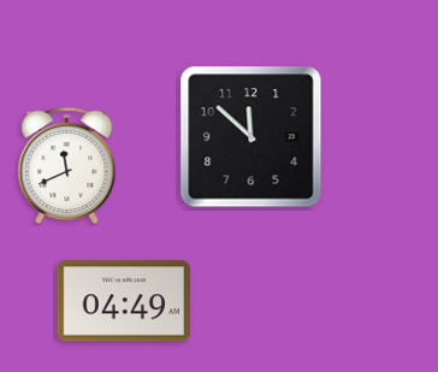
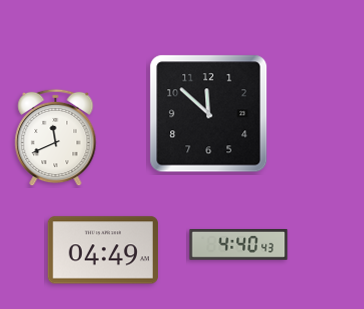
clock at (239, 245): none -> 4:40
